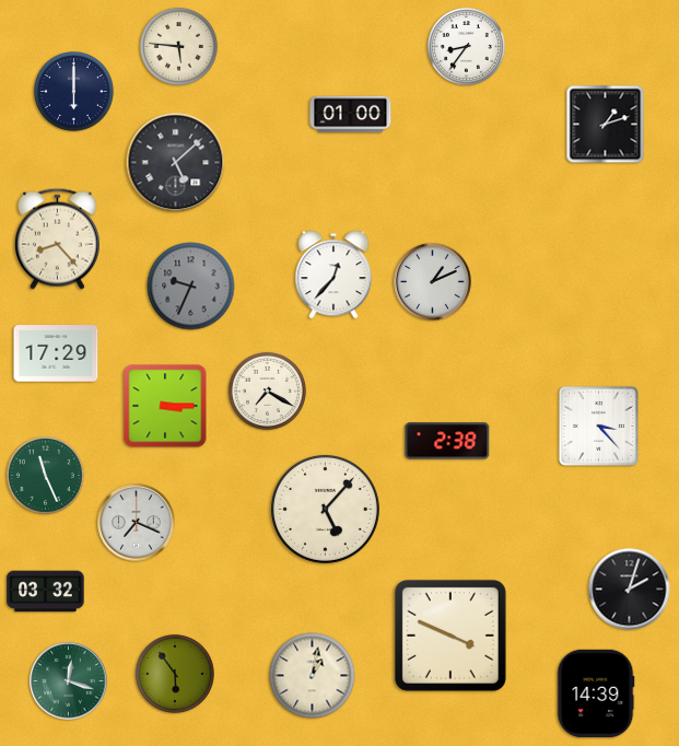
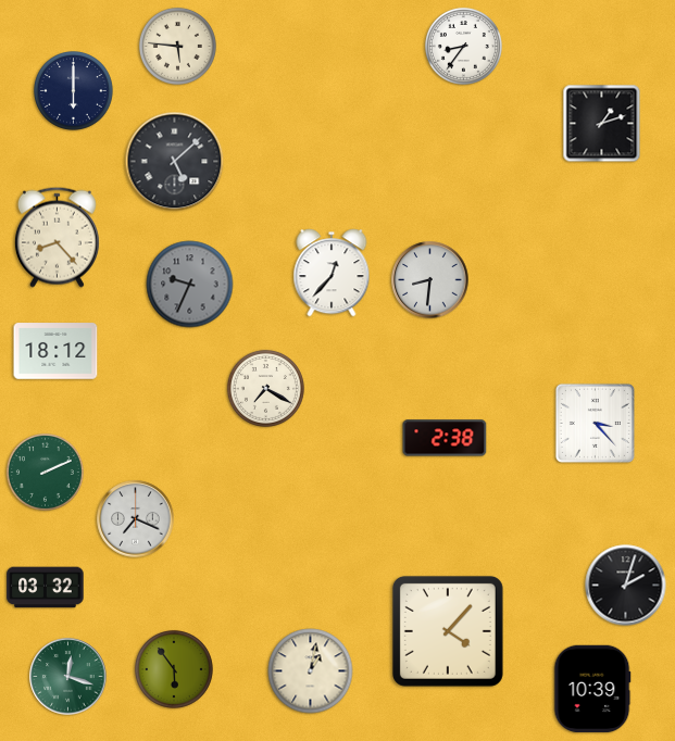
clock at (351, 115): 01:00 -> none
clock at (433, 282): 1:11 -> 8:31
clock at (56, 353): 17:29 -> 18:12
clock at (165, 406): 3:15 -> none
clock at (45, 475): 11:26 -> 2:11
clock at (325, 509): 5:07 -> none
clock at (450, 636): 3:49 -> 4:07
clock at (596, 693): 14:39 -> 10:39
